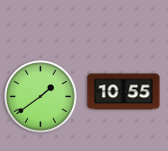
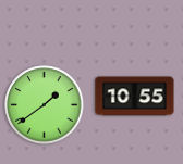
clock at (124, 92) position: (124, 92) -> (135, 97)
